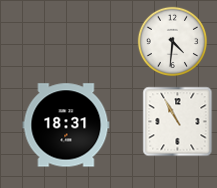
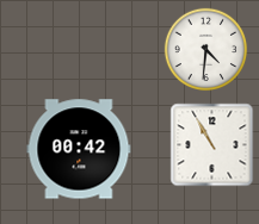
clock at (66, 125): 18:31 -> 00:42
